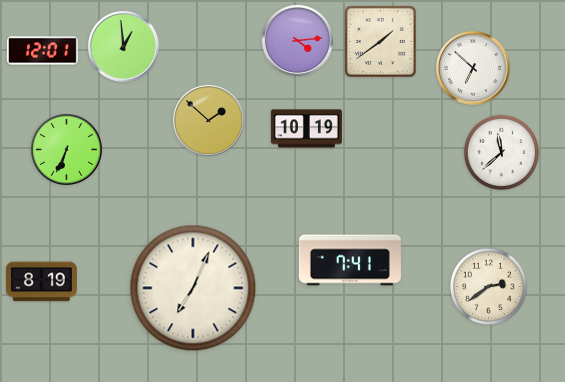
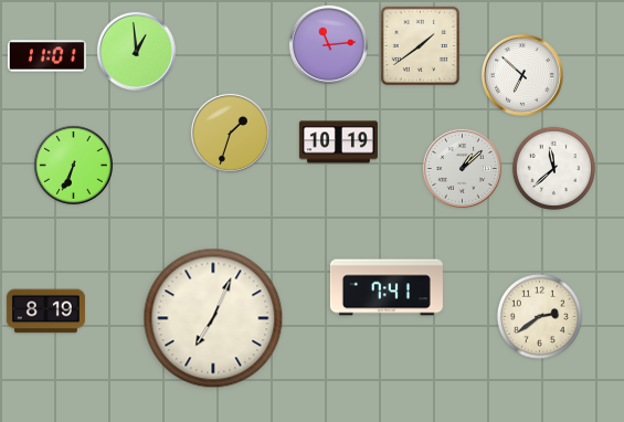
clock at (297, 40): 4:14 -> 11:14
clock at (42, 51): 12:01 -> 11:01
clock at (208, 120): 1:52 -> 1:33
clock at (462, 168): none -> 1:08
